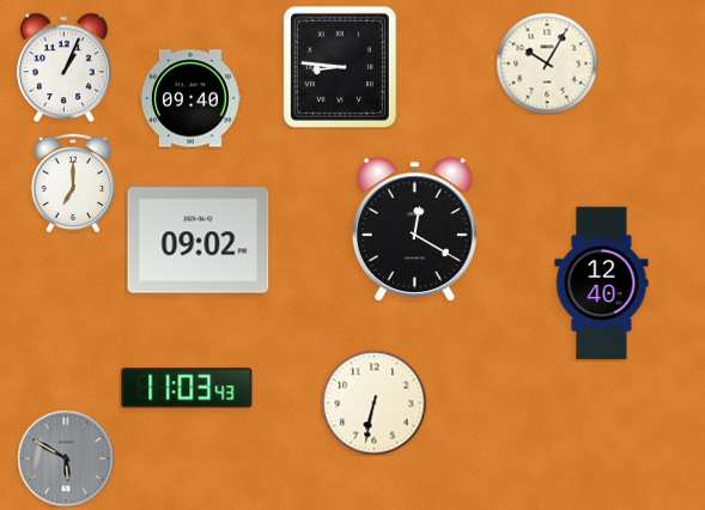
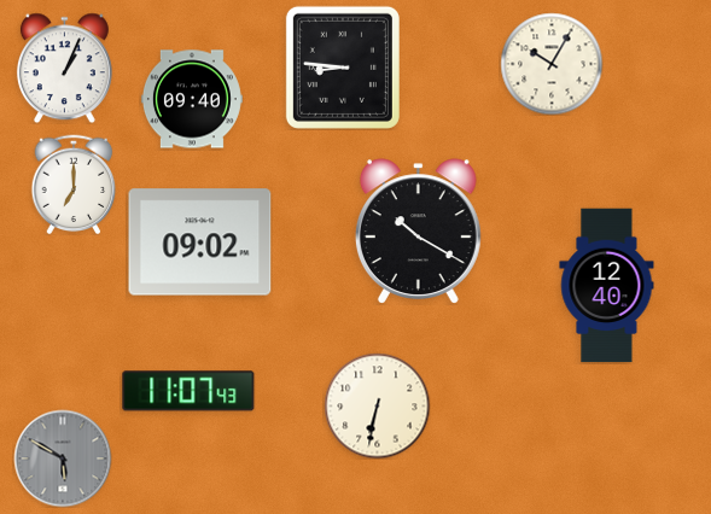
clock at (414, 230): 12:20 -> 10:20
clock at (187, 388): 11:03 -> 11:07
clock at (66, 459) position: (66, 459) -> (63, 458)
